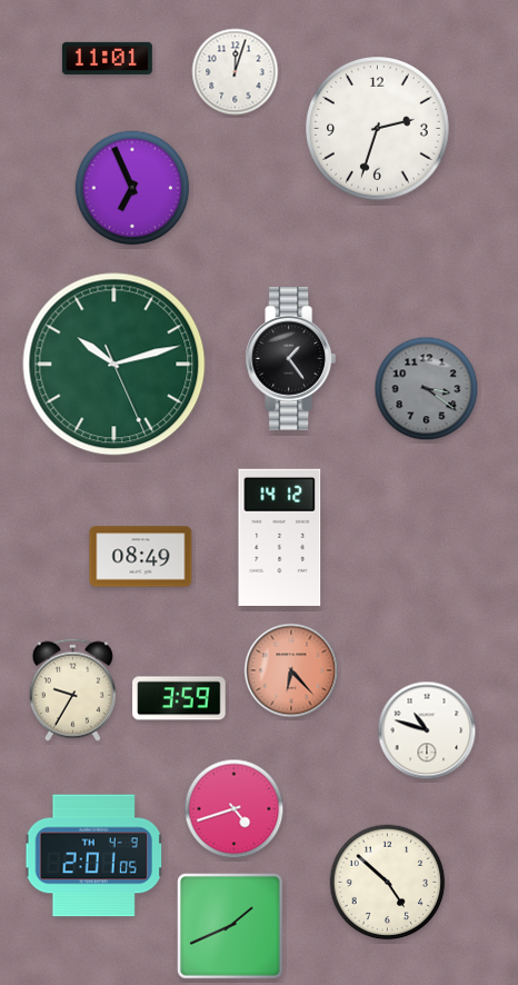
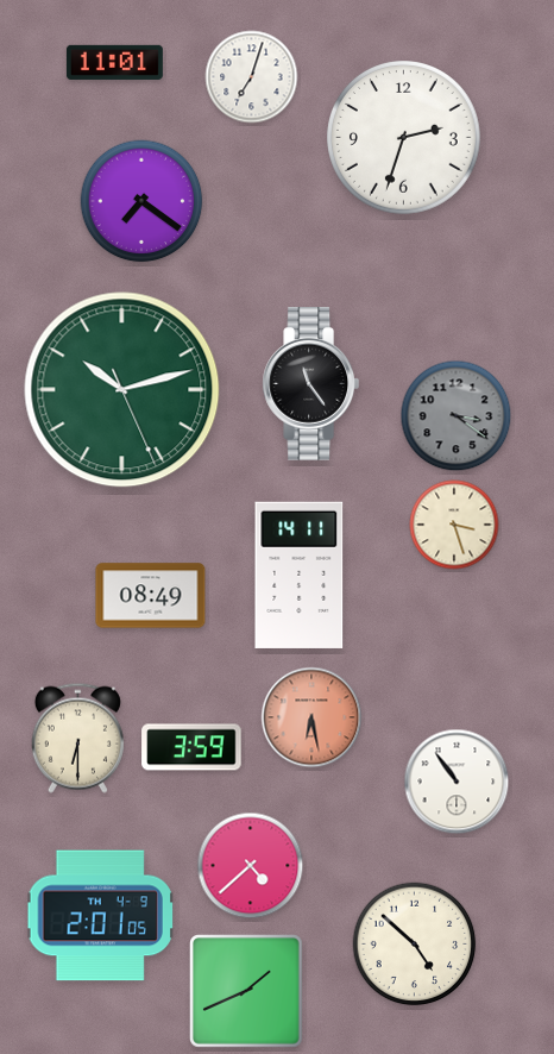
clock at (236, 72): 12:03 -> 7:03
clock at (132, 188): 6:56 -> 7:21
clock at (291, 359): 1:24 -> 11:24
clock at (454, 525): none -> 3:27
clock at (280, 537): 14:12 -> 14:11
clock at (291, 670): 6:23 -> 6:28
clock at (72, 689): 9:35 -> 6:30
clock at (427, 730): 10:48 -> 10:54
clock at (235, 809): 4:42 -> 4:38
